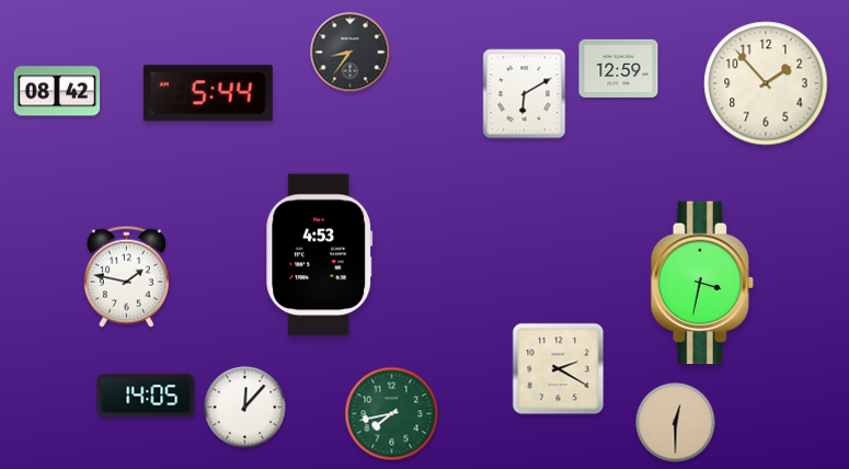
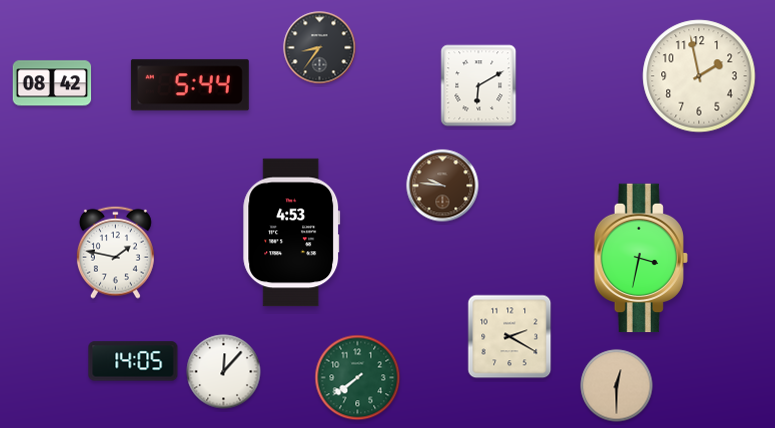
clock at (619, 68): 12:59 -> none
clock at (766, 83): 1:53 -> 1:58
clock at (443, 186): none -> 9:46
clock at (392, 414): 7:43 -> 7:39
